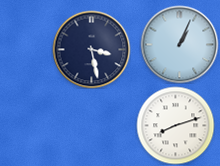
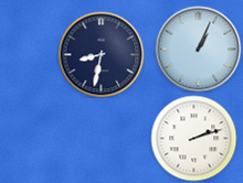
clock at (91, 49): 3:28 -> 8:32
clock at (175, 125): 8:12 -> 2:12
